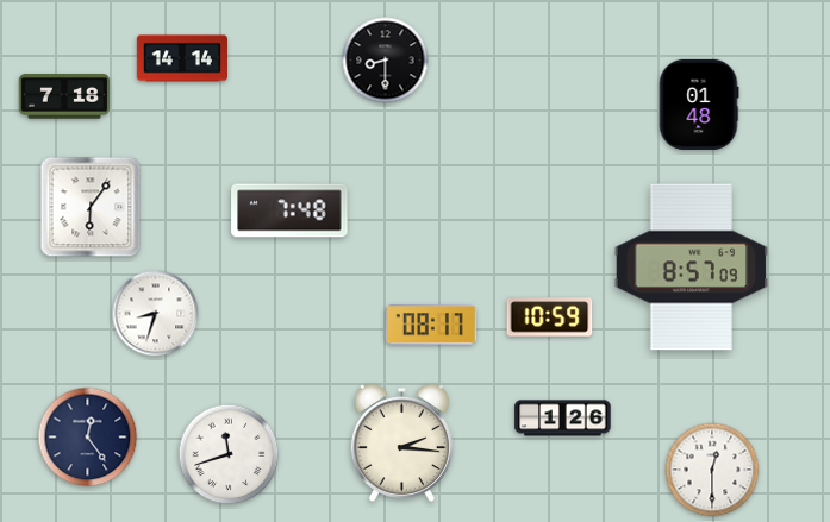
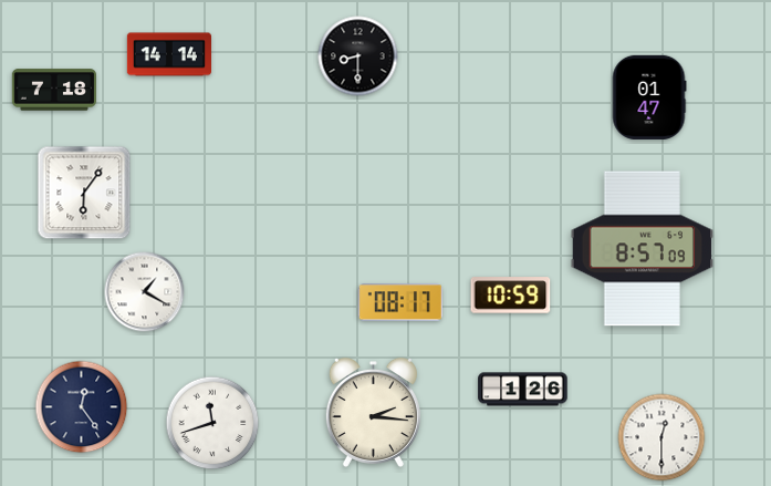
clock at (64, 96) position: (64, 96) -> (54, 90)
clock at (699, 105): 01:48 -> 01:47
clock at (289, 210): 7:48 -> none
clock at (156, 314): 8:33 -> 1:20
